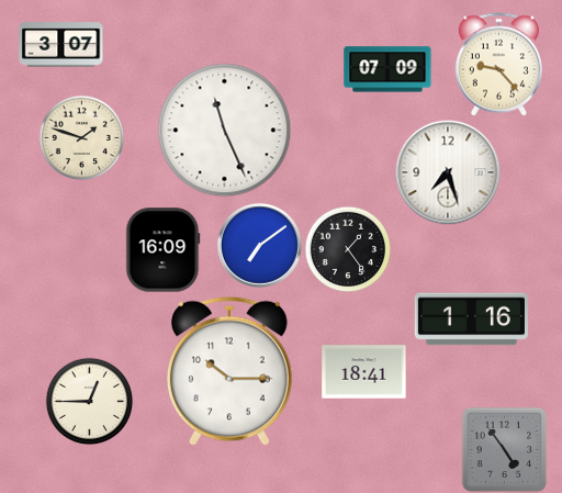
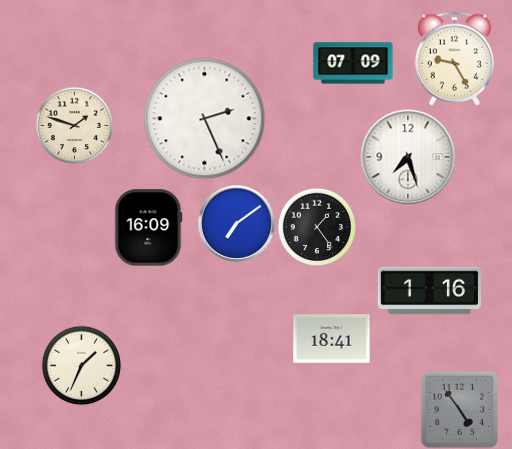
clock at (61, 45): 3:07 -> none
clock at (498, 65): 9:23 -> 9:25
clock at (225, 131): 11:26 -> 2:26
clock at (229, 371): 10:15 -> none
clock at (89, 401): 12:45 -> 1:34
